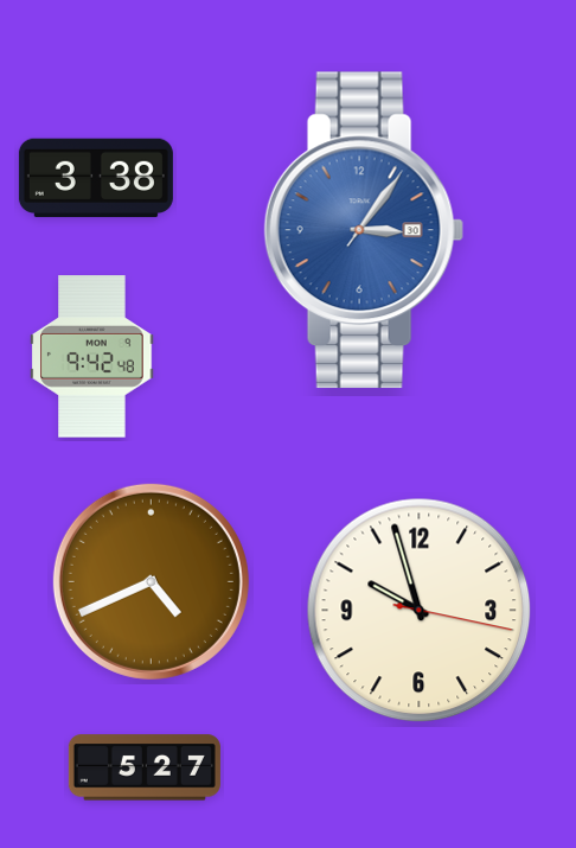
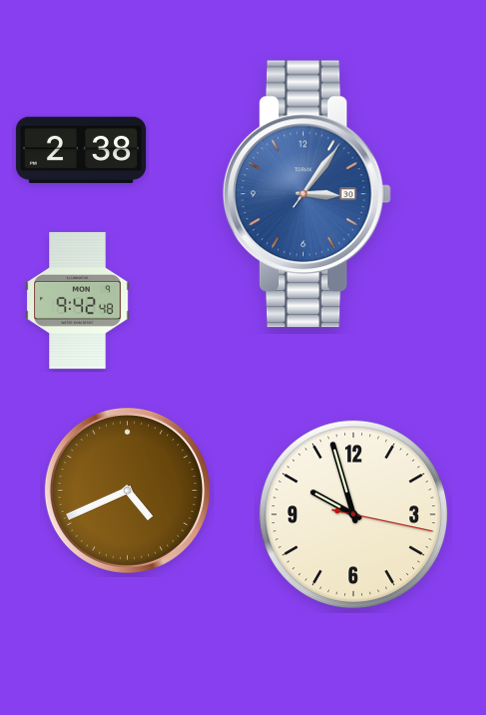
clock at (96, 178): 3:38 -> 2:38
clock at (145, 767): 5:27 -> none
